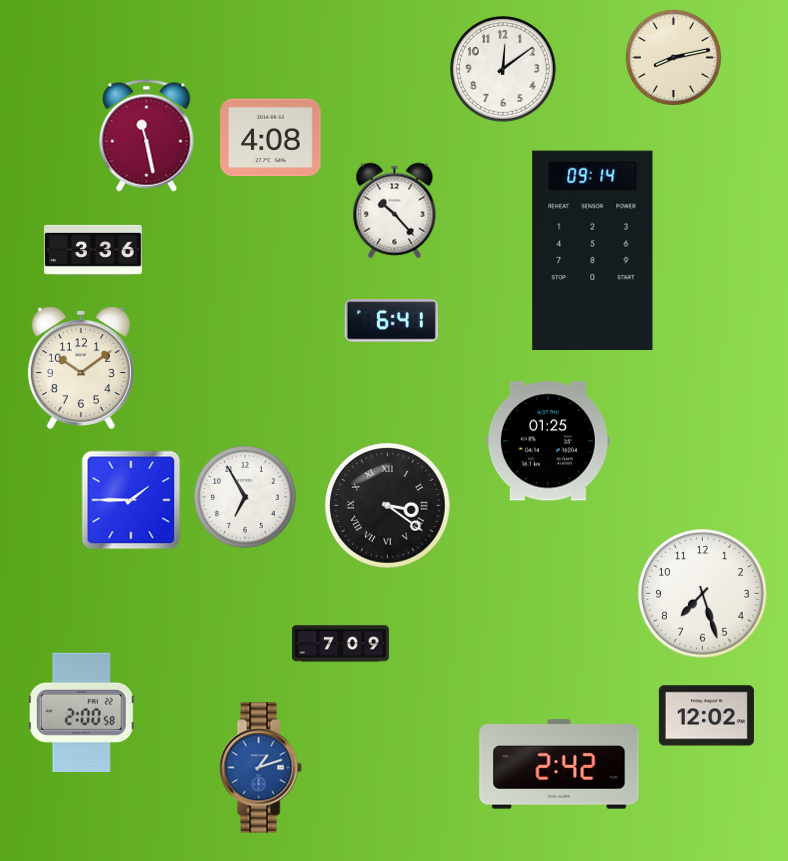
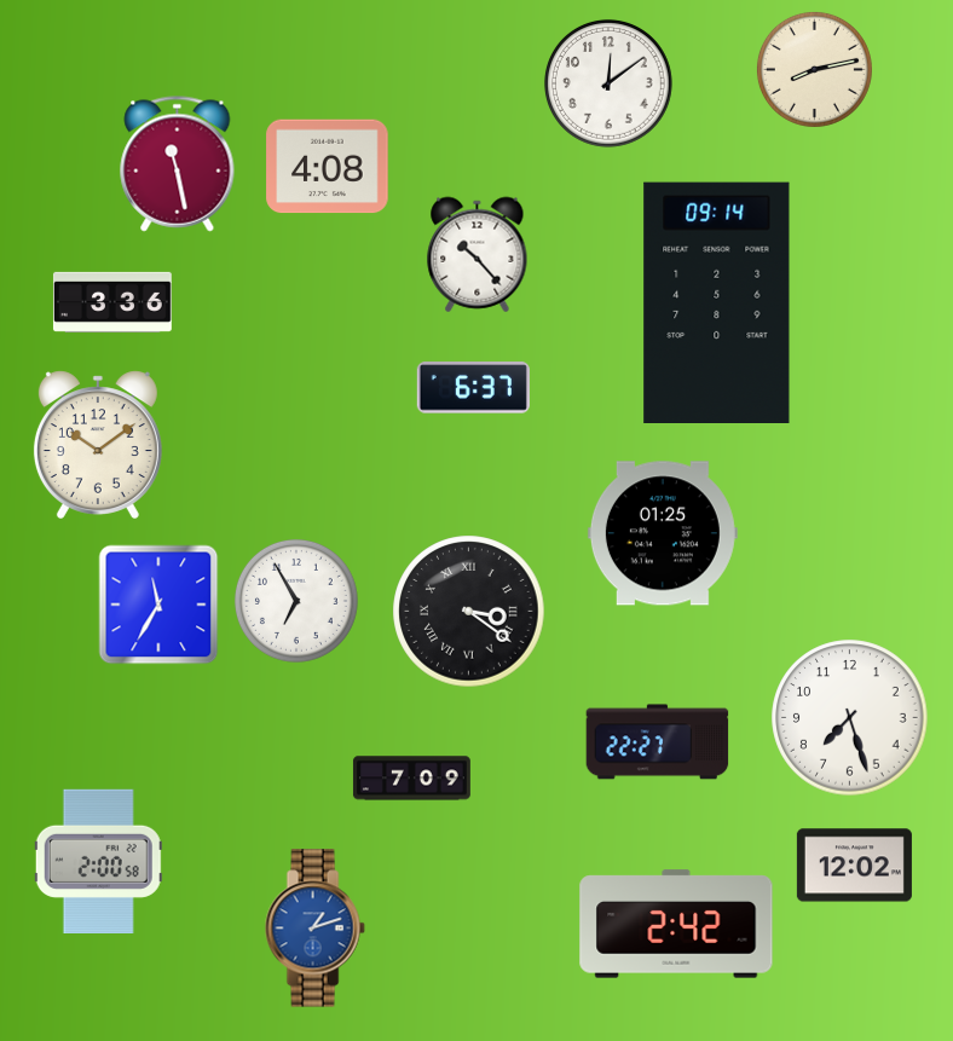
clock at (391, 321): 6:41 -> 6:37
clock at (131, 500): 1:45 -> 11:35
clock at (658, 742): none -> 22:27
